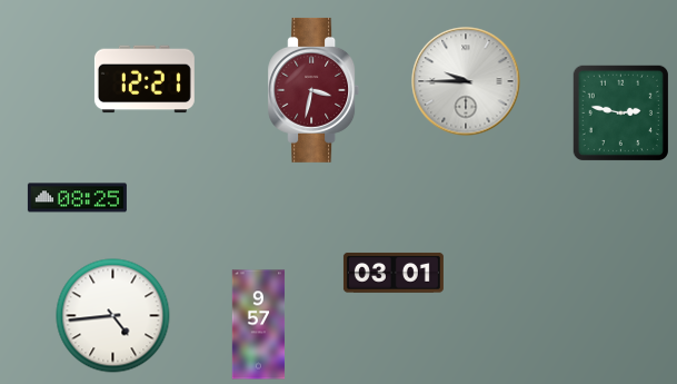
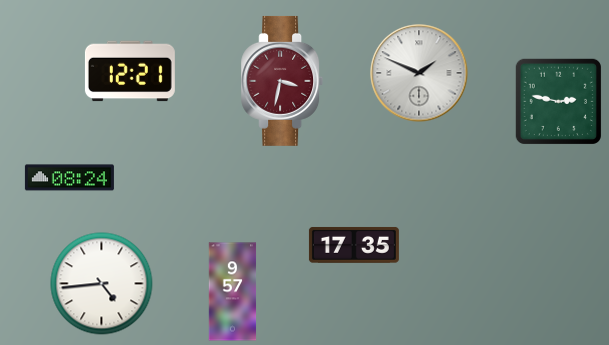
clock at (466, 81): 9:45 -> 1:49
clock at (77, 198): 08:25 -> 08:24
clock at (394, 273): 03:01 -> 17:35
